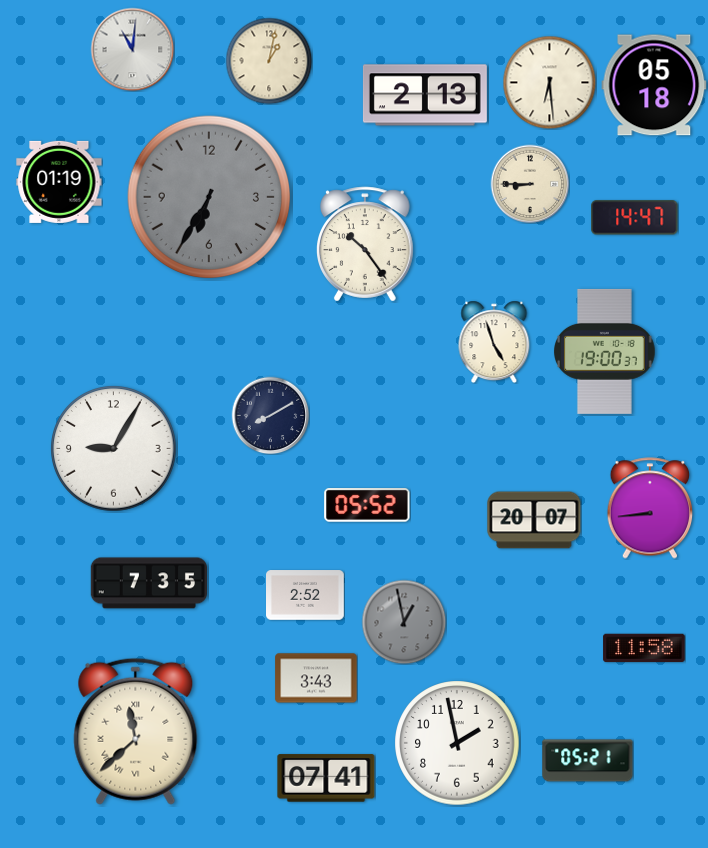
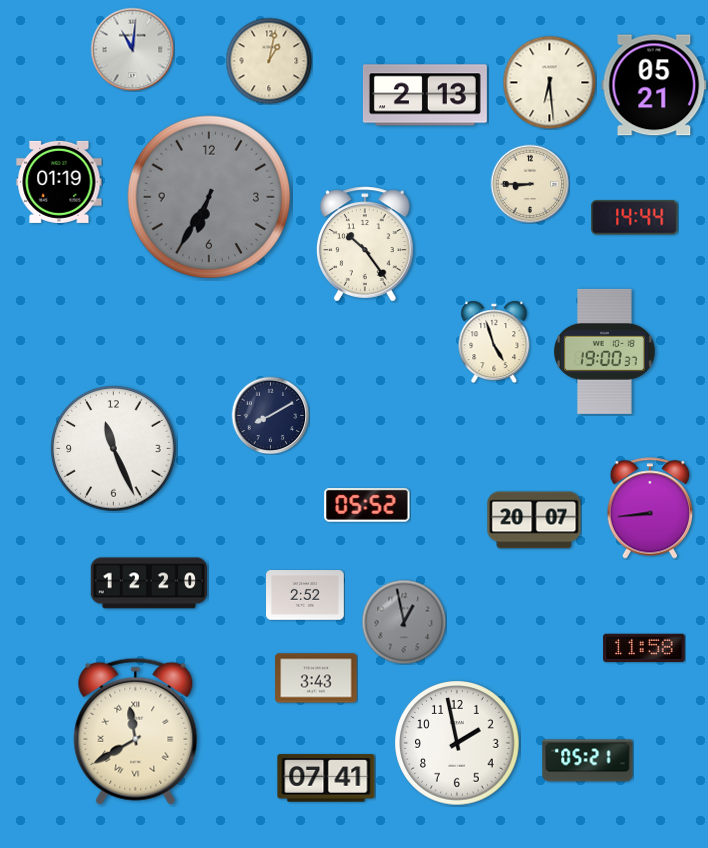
clock at (654, 85): 05:18 -> 05:21
clock at (635, 218): 14:47 -> 14:44
clock at (114, 449): 9:05 -> 11:26
clock at (149, 583): 7:35 -> 12:20
clock at (136, 731): 11:38 -> 11:40
